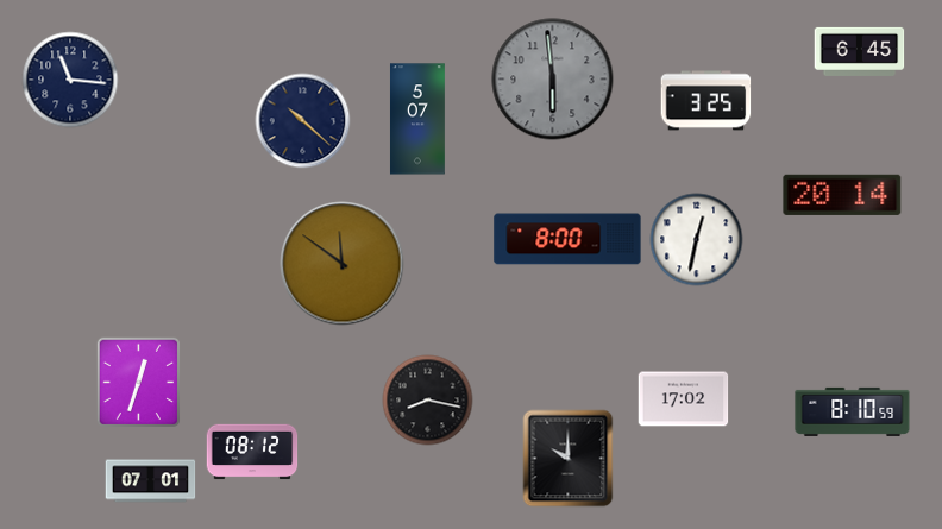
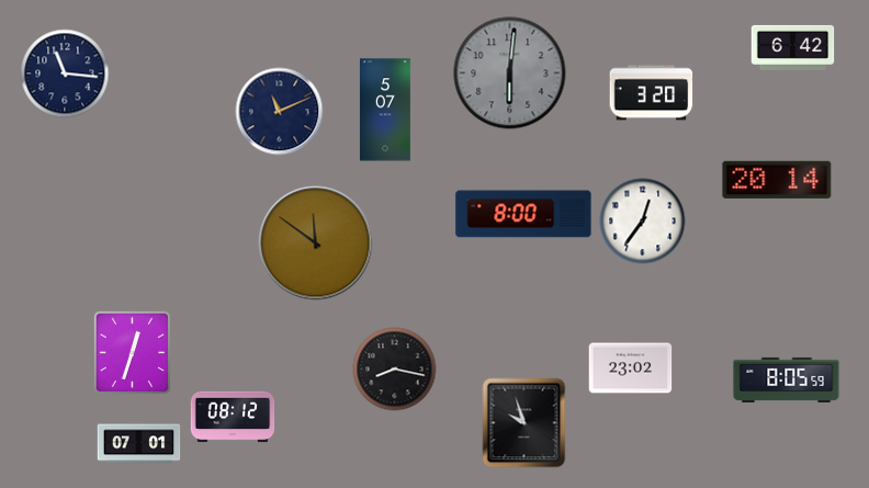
clock at (860, 51): 6:45 -> 6:42
clock at (553, 80): 5:59 -> 6:01
clock at (706, 101): 3:25 -> 3:20
clock at (303, 121): 10:22 -> 11:11
clock at (567, 239) position: (567, 239) -> (523, 214)
clock at (697, 240): 12:32 -> 12:36
clock at (138, 382) position: (138, 382) -> (132, 352)
clock at (684, 399): 17:02 -> 23:02
clock at (853, 411): 8:10 -> 8:05
clock at (569, 459): 10:00 -> 9:57
